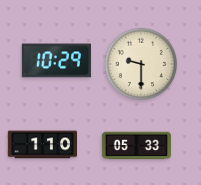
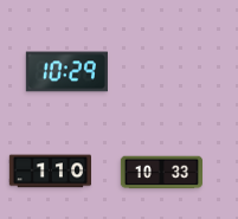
clock at (141, 64): 9:30 -> none
clock at (136, 146): 05:33 -> 10:33
